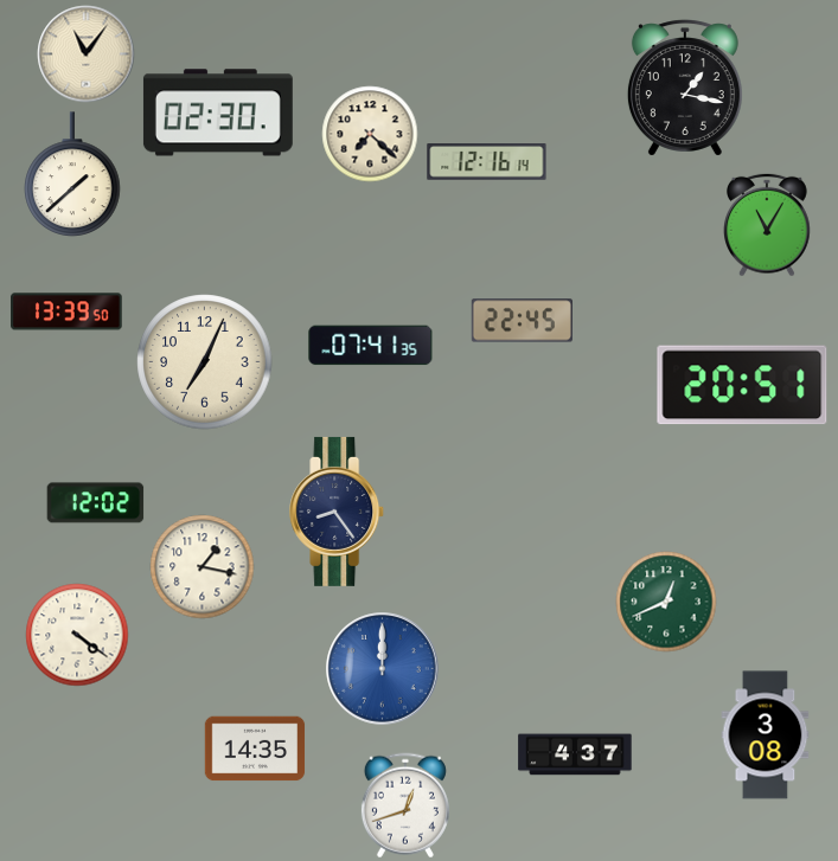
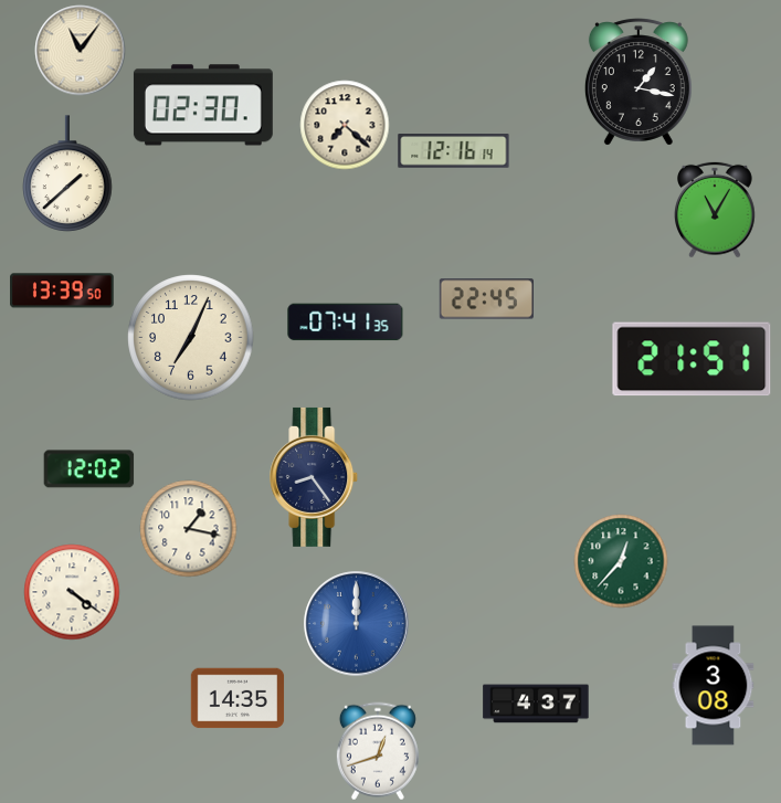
clock at (72, 174) position: (72, 174) -> (67, 173)
clock at (742, 385): 20:51 -> 21:51
clock at (666, 602): 12:41 -> 12:37
